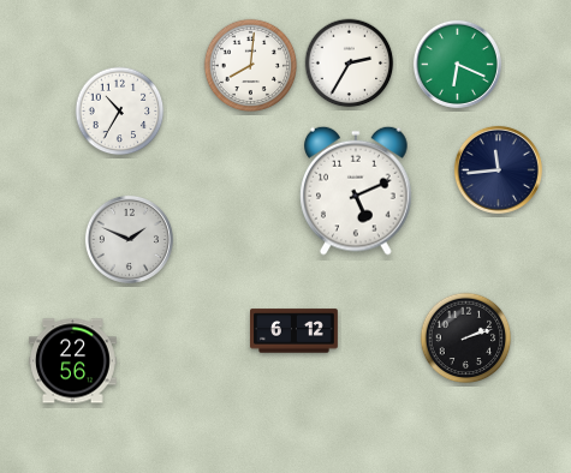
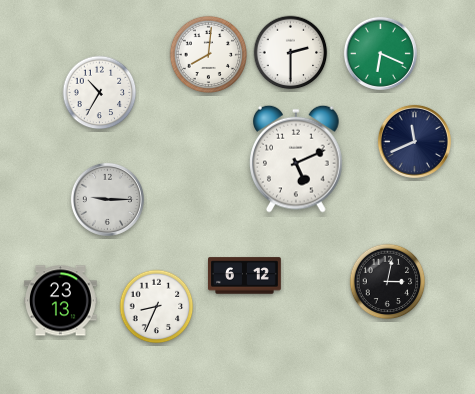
clock at (350, 64): 2:35 -> 2:30
clock at (498, 169): 11:44 -> 11:41
clock at (129, 239): 1:49 -> 9:15
clock at (466, 339): 2:12 -> 3:02
clock at (73, 361): 22:56 -> 23:13
clock at (157, 307): none -> 8:34
